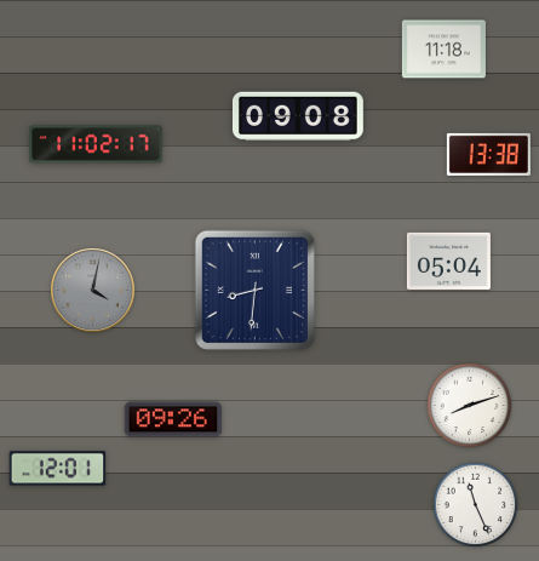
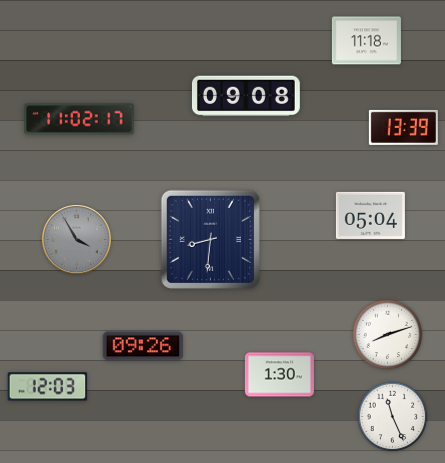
clock at (488, 154): 13:38 -> 13:39
clock at (93, 291): 4:02 -> 3:55
clock at (279, 375): none -> 1:30
clock at (58, 469): 12:01 -> 12:03
